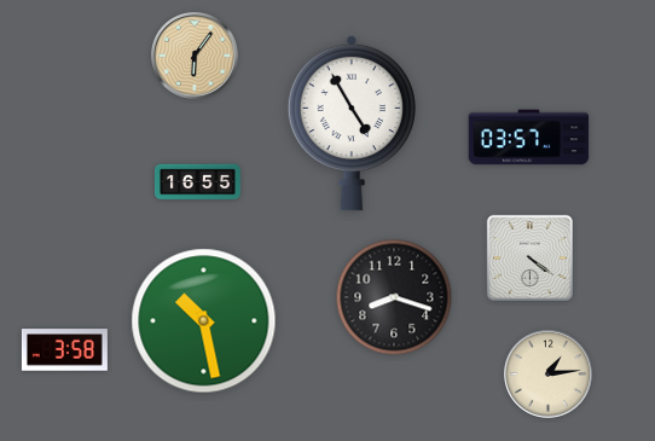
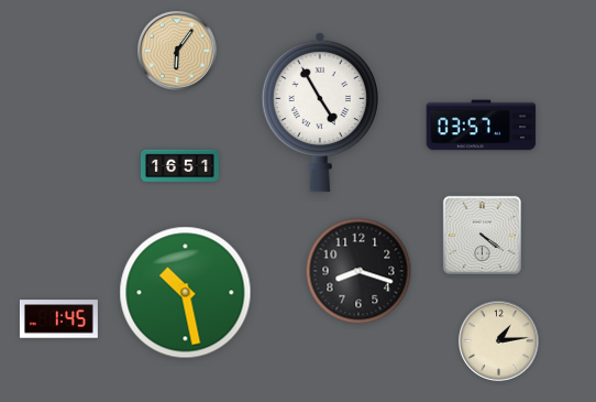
clock at (197, 182): 16:55 -> 16:51
clock at (64, 350): 3:58 -> 1:45
